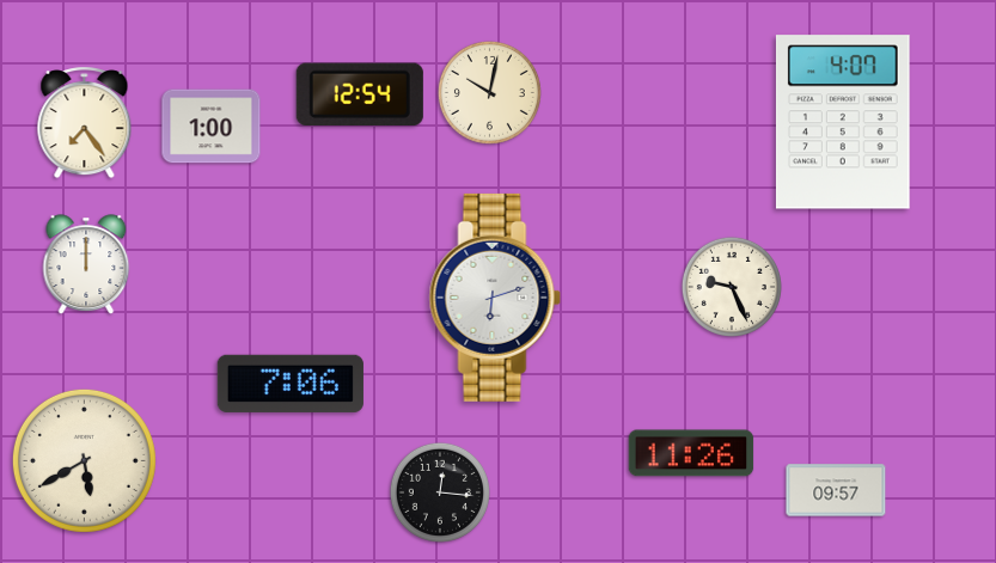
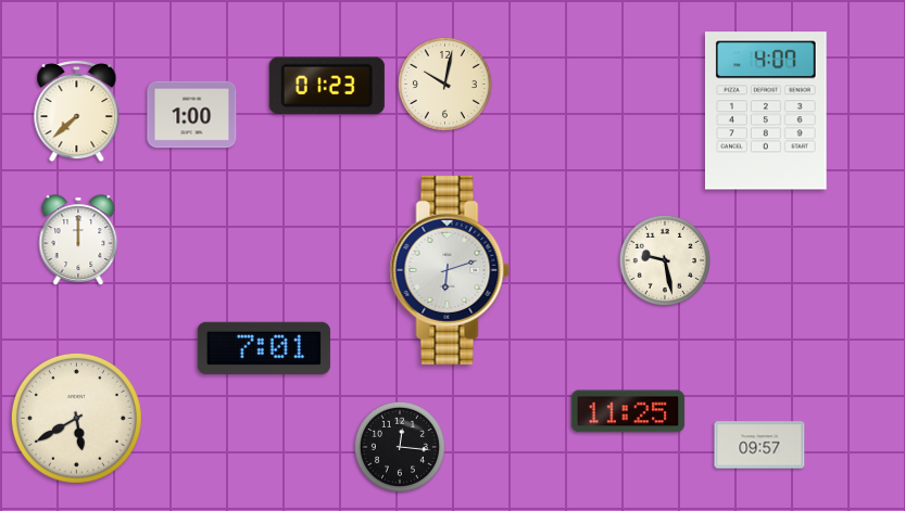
clock at (360, 93): 12:54 -> 01:23
clock at (85, 123): 7:24 -> 7:38
clock at (732, 287): 9:26 -> 9:28
clock at (291, 384): 7:06 -> 7:01
clock at (691, 453): 11:26 -> 11:25
